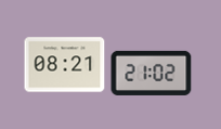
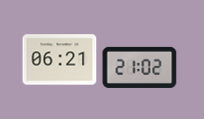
clock at (65, 65): 08:21 -> 06:21
